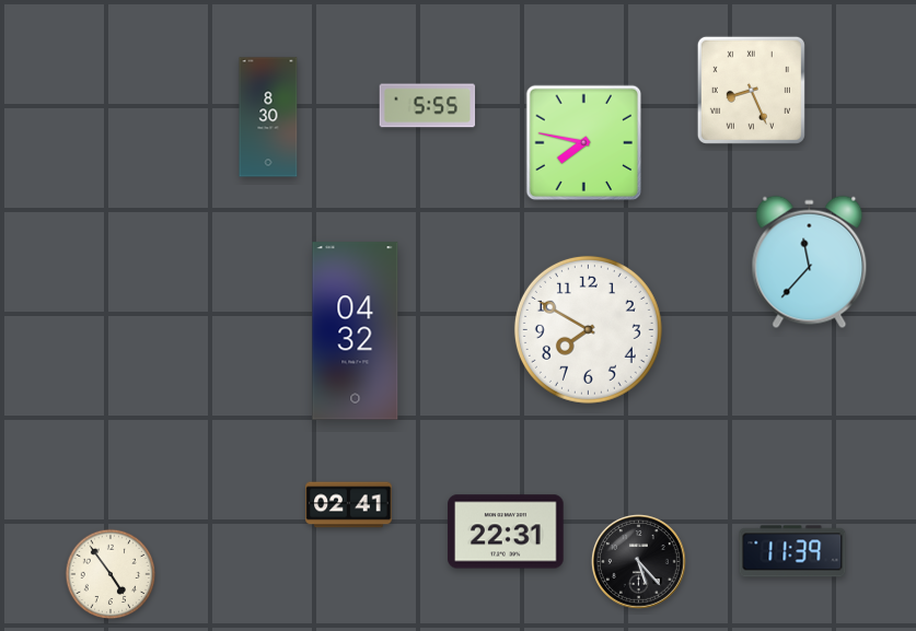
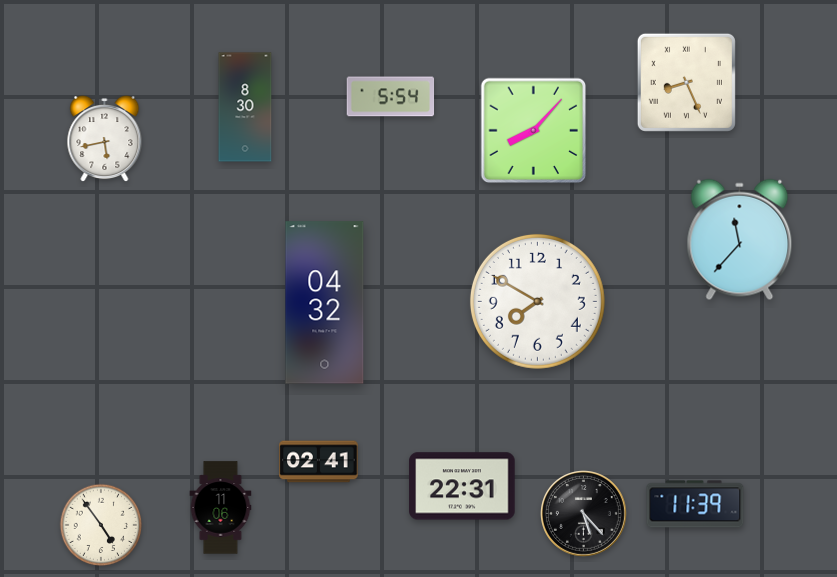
clock at (428, 106): 5:55 -> 5:54
clock at (584, 143): 7:47 -> 8:07
clock at (105, 139): none -> 5:43
clock at (792, 551) position: (792, 551) -> (695, 504)
clock at (221, 508): none -> 11:06
